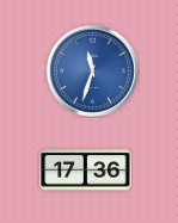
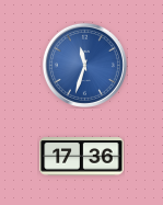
clock at (86, 171) position: (86, 171) -> (82, 157)
